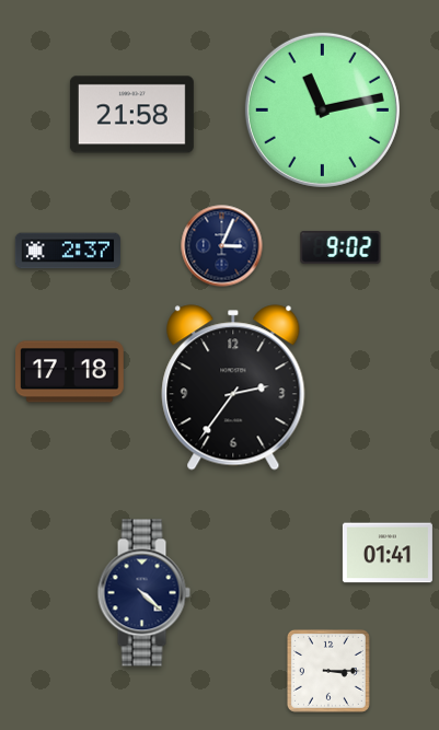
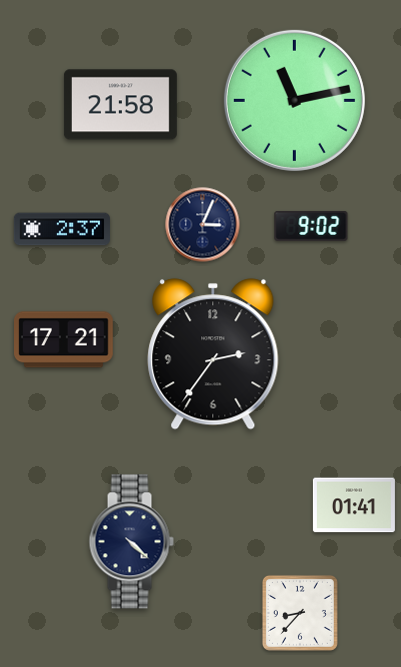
clock at (70, 372): 17:18 -> 17:21
clock at (328, 671): 3:15 -> 8:37
